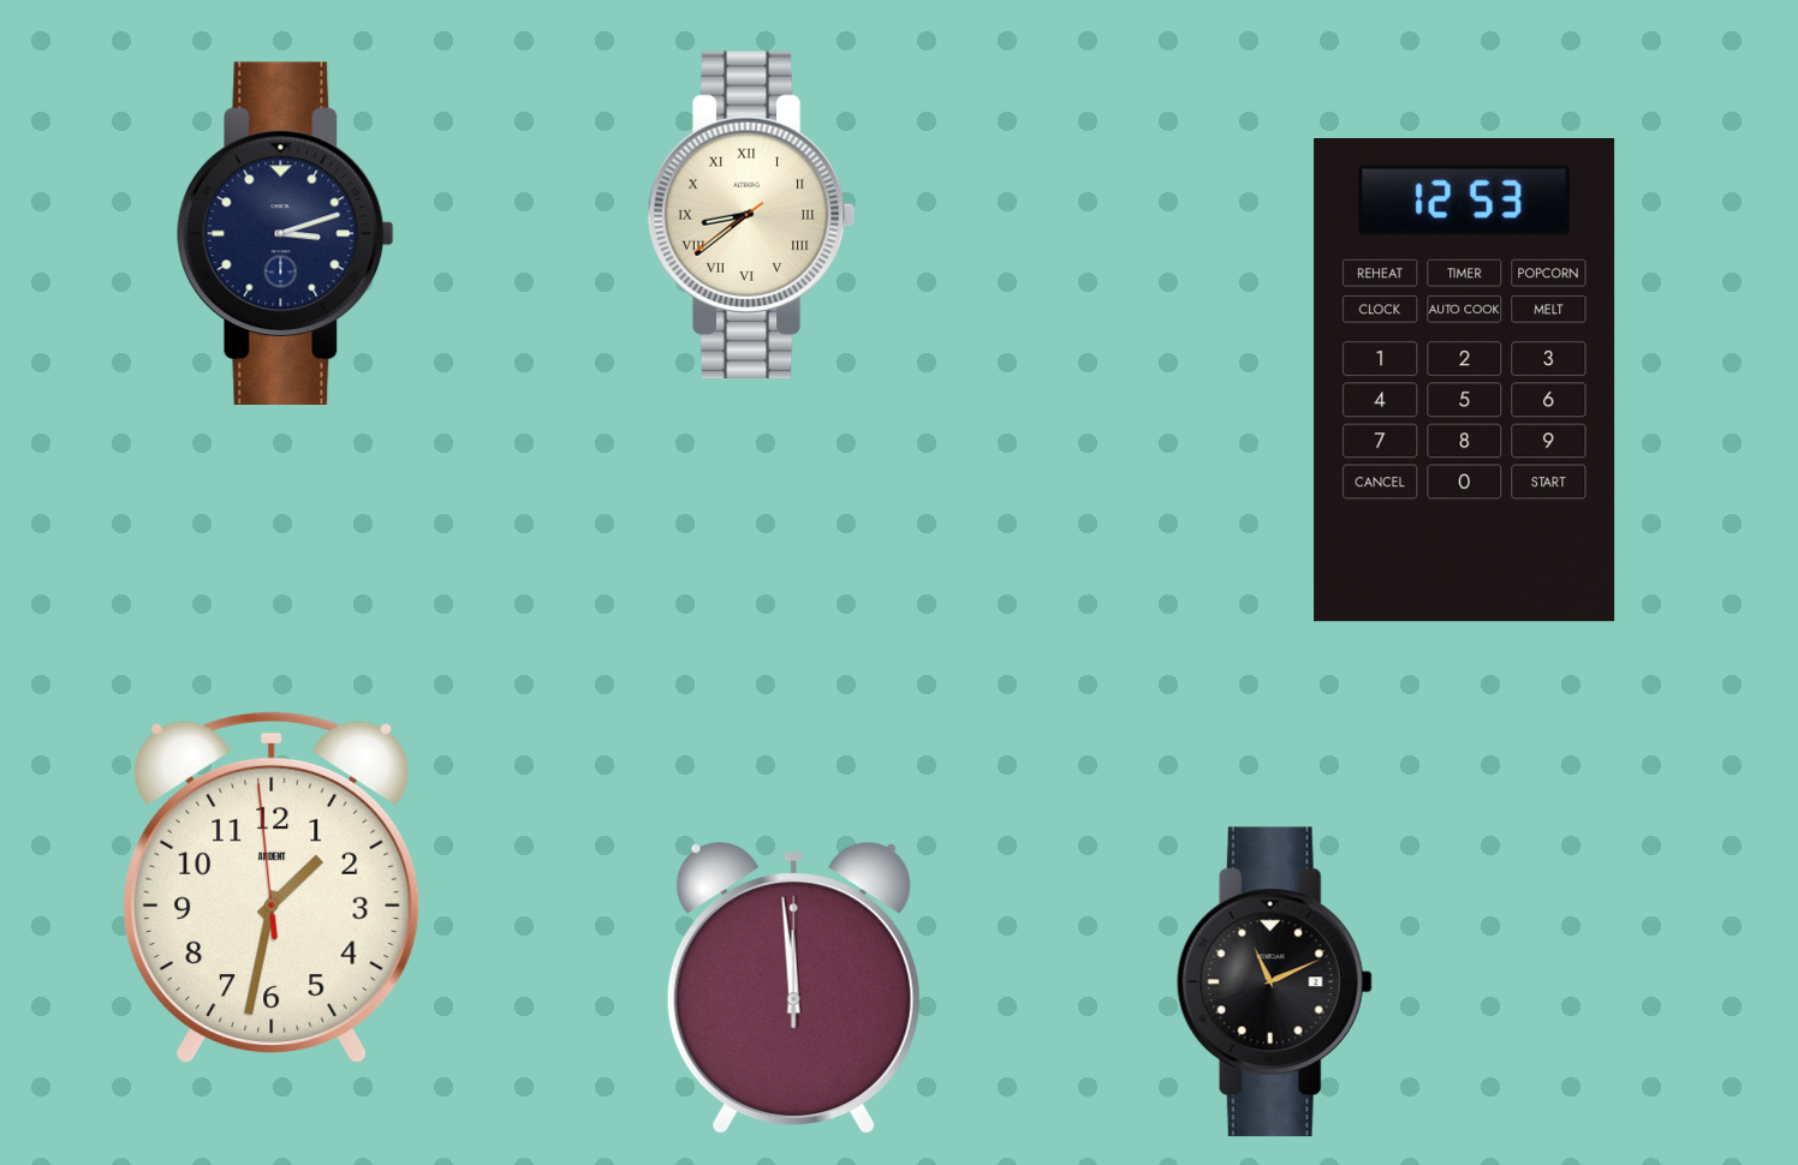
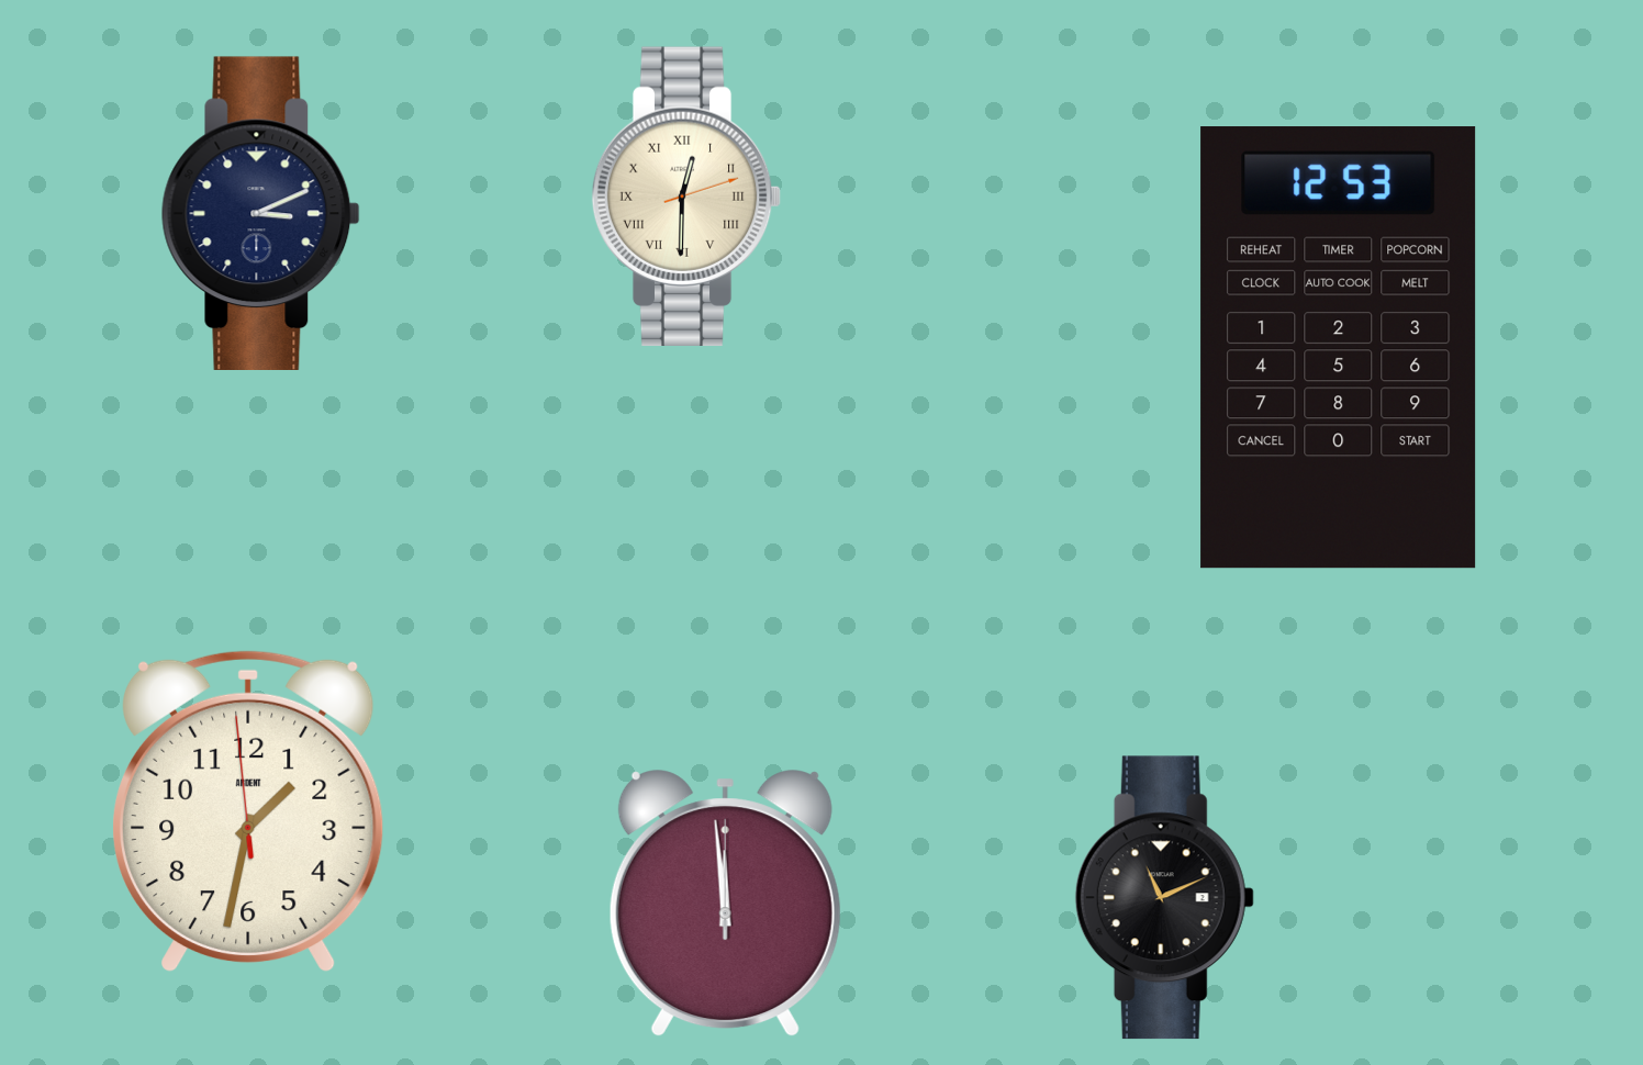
clock at (751, 215): 8:38 -> 12:30
clock at (285, 233): 3:12 -> 3:11
